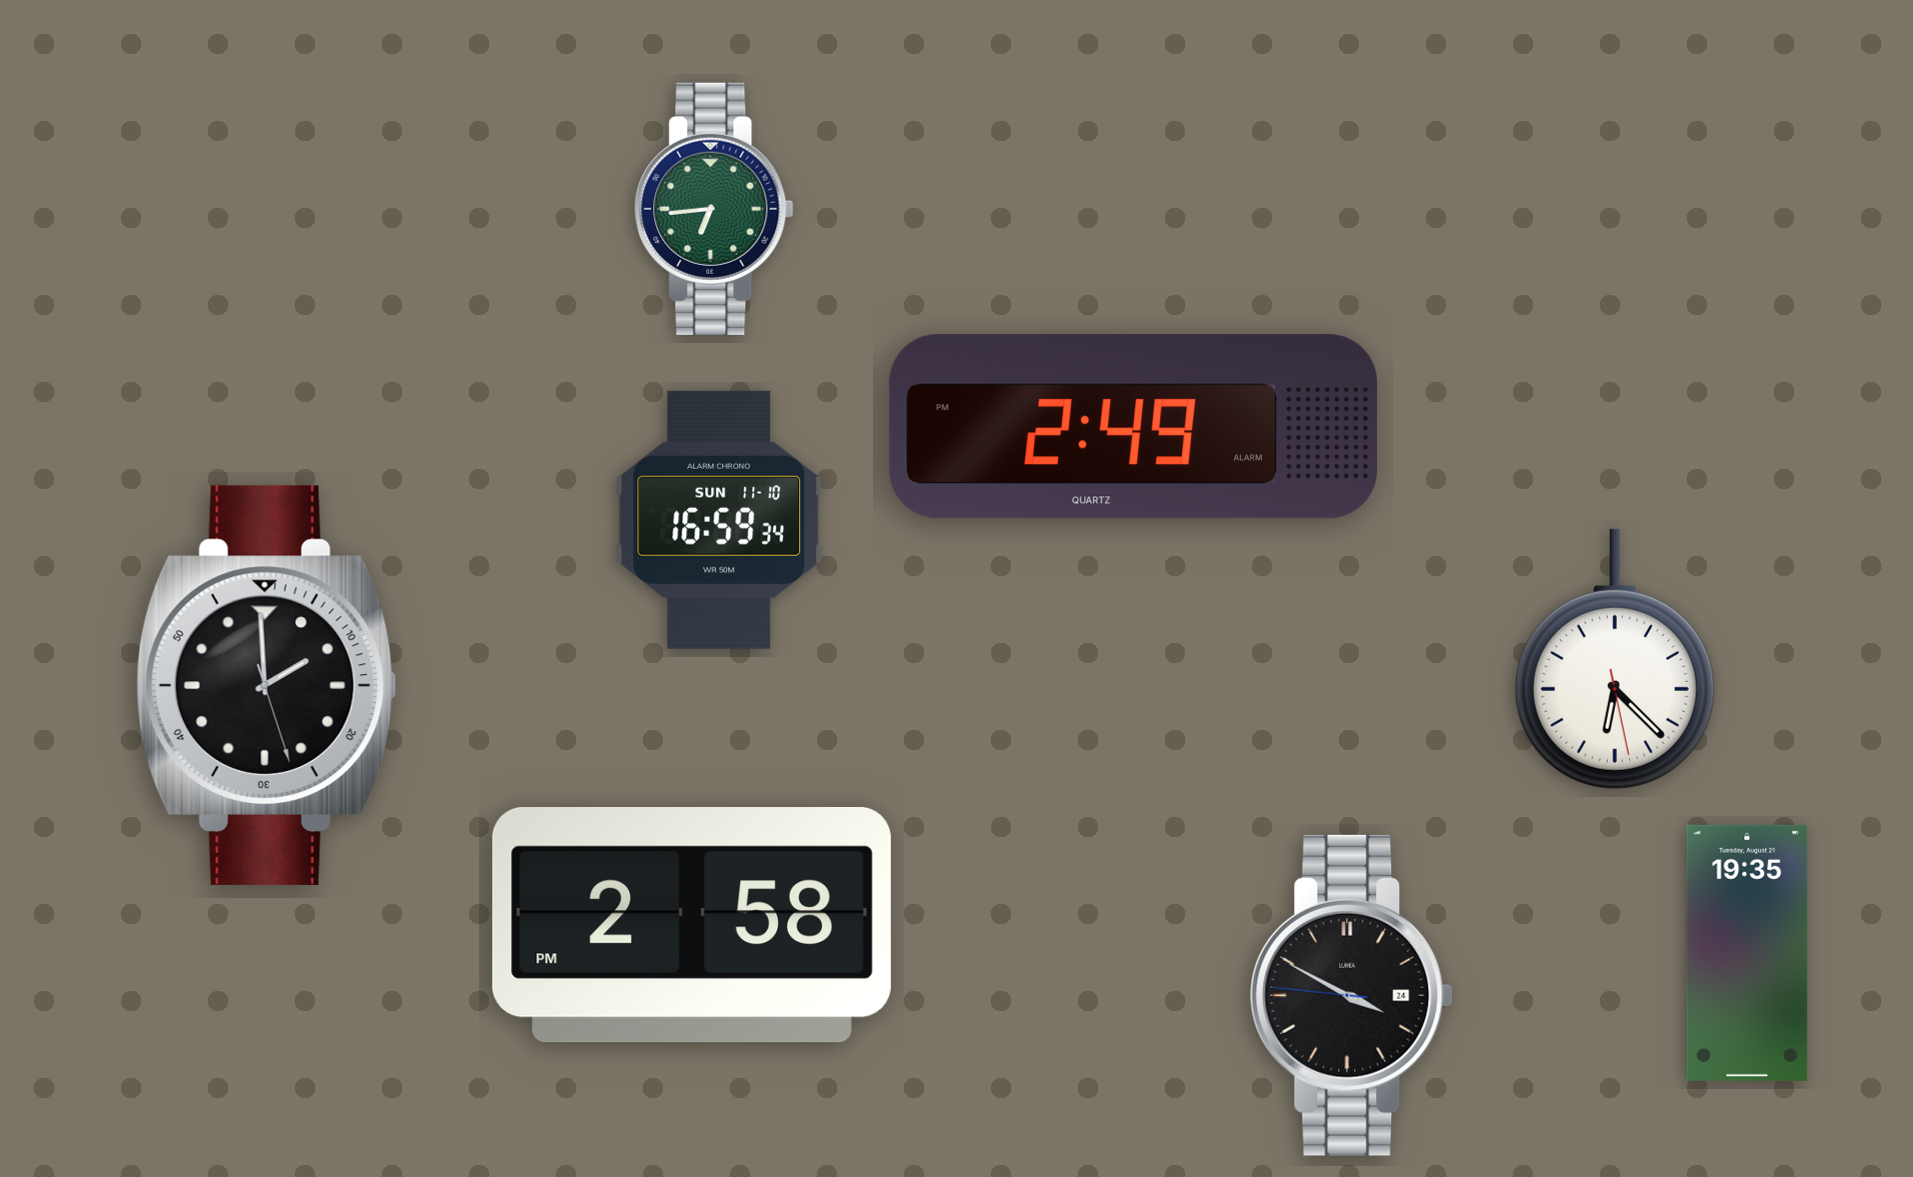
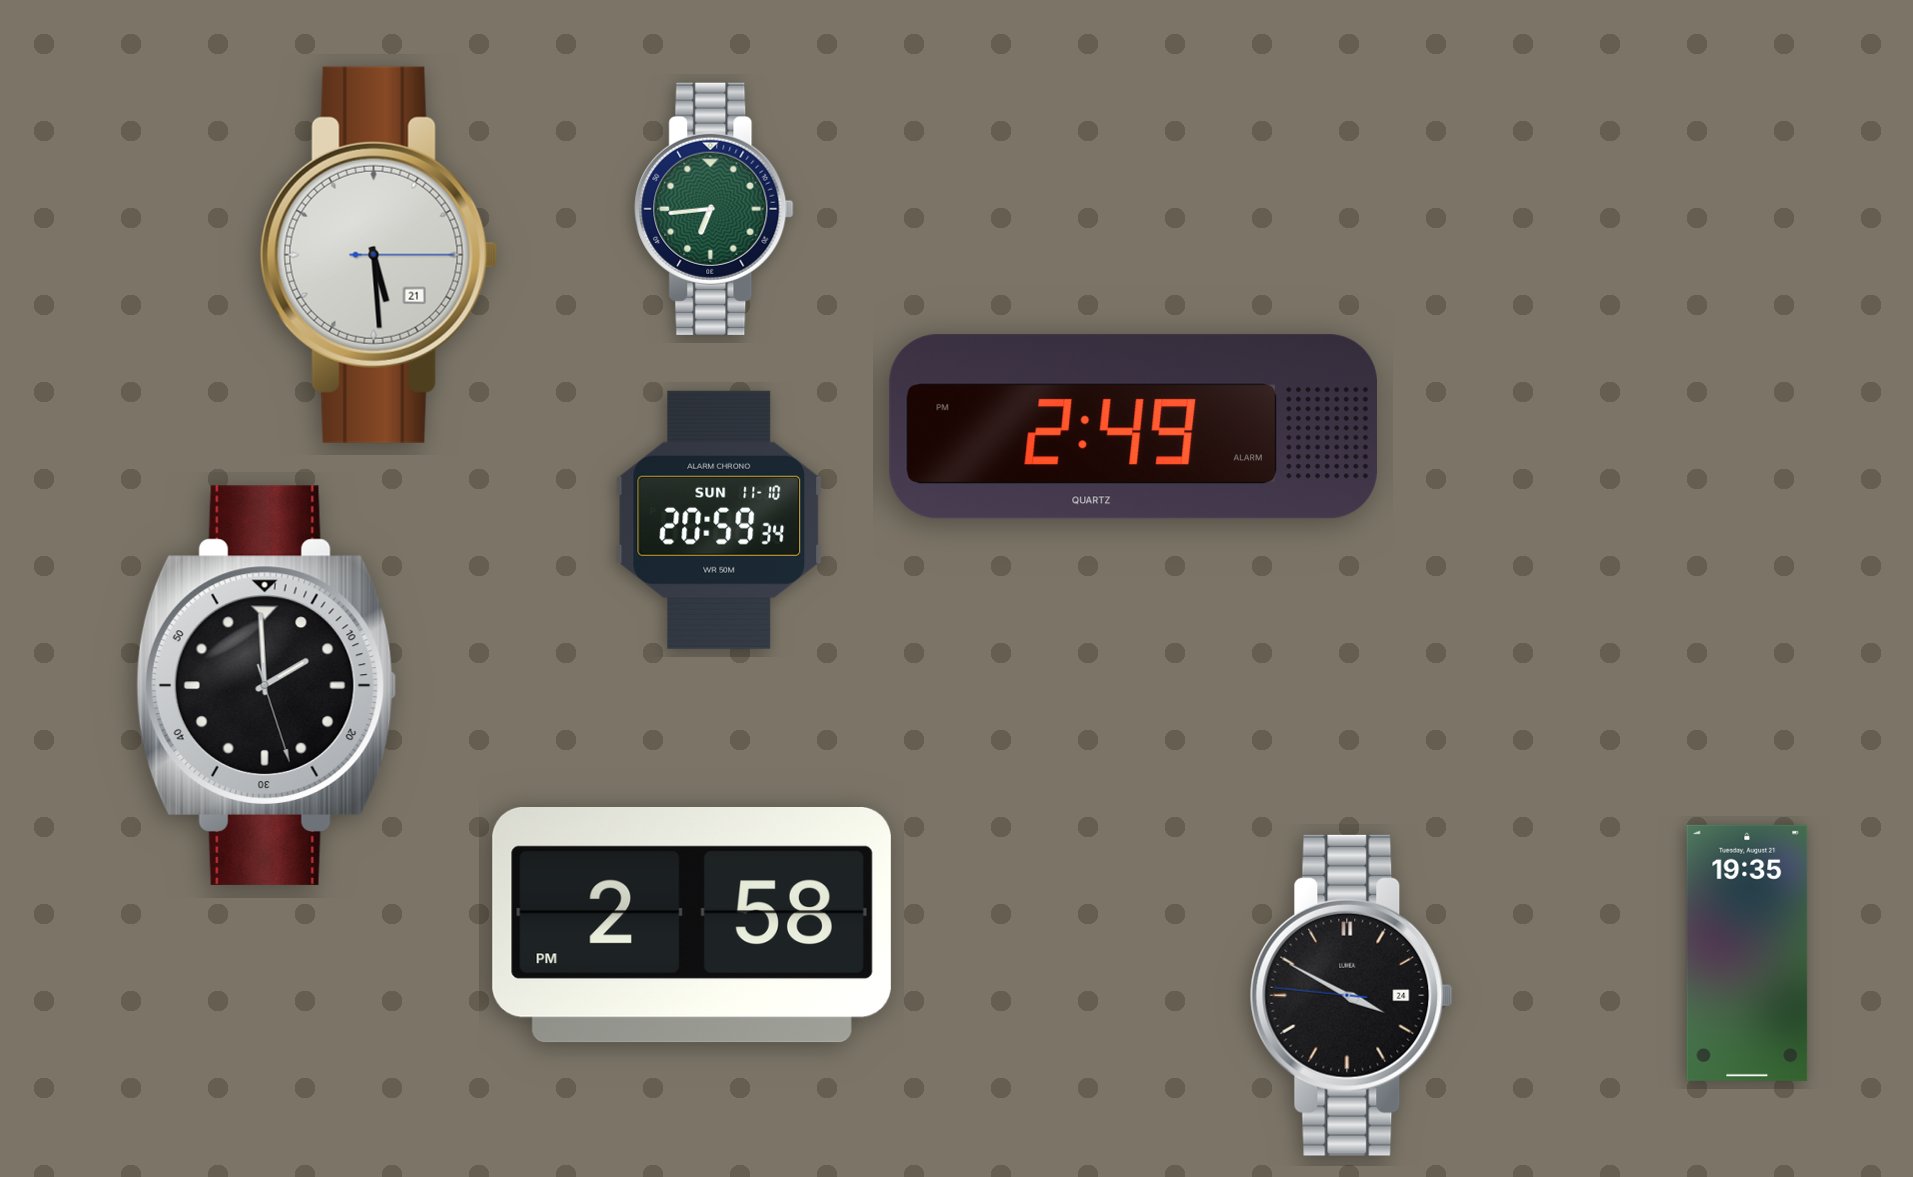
clock at (379, 255): none -> 5:29
clock at (719, 520): 16:59 -> 20:59
clock at (1615, 659): 6:22 -> none
